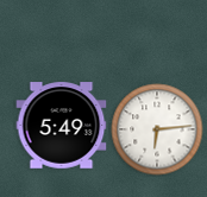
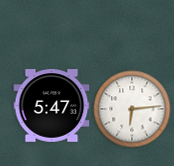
clock at (62, 126): 5:49 -> 5:47
